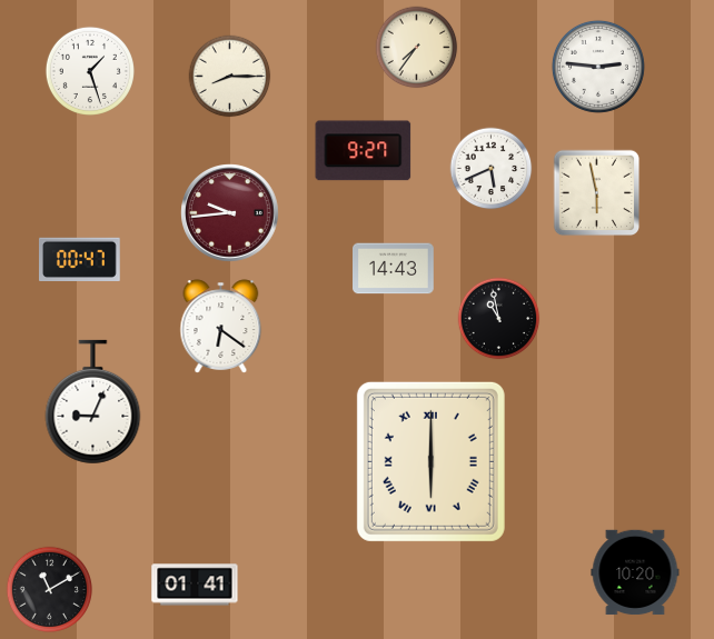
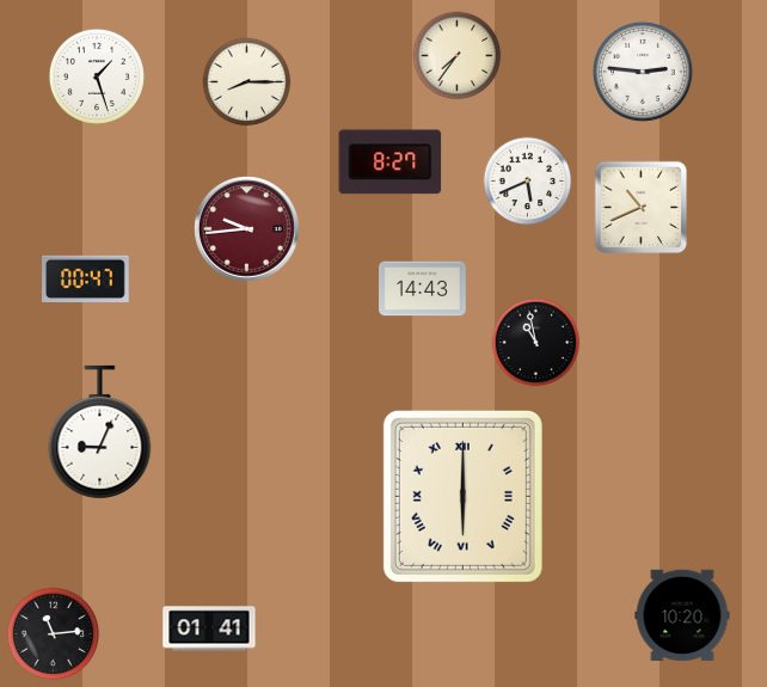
clock at (417, 48) position: (417, 48) -> (458, 56)
clock at (364, 151): 9:27 -> 8:27
clock at (597, 193): 5:58 -> 10:41
clock at (221, 327): 6:21 -> none
clock at (50, 590): 11:10 -> 11:14
